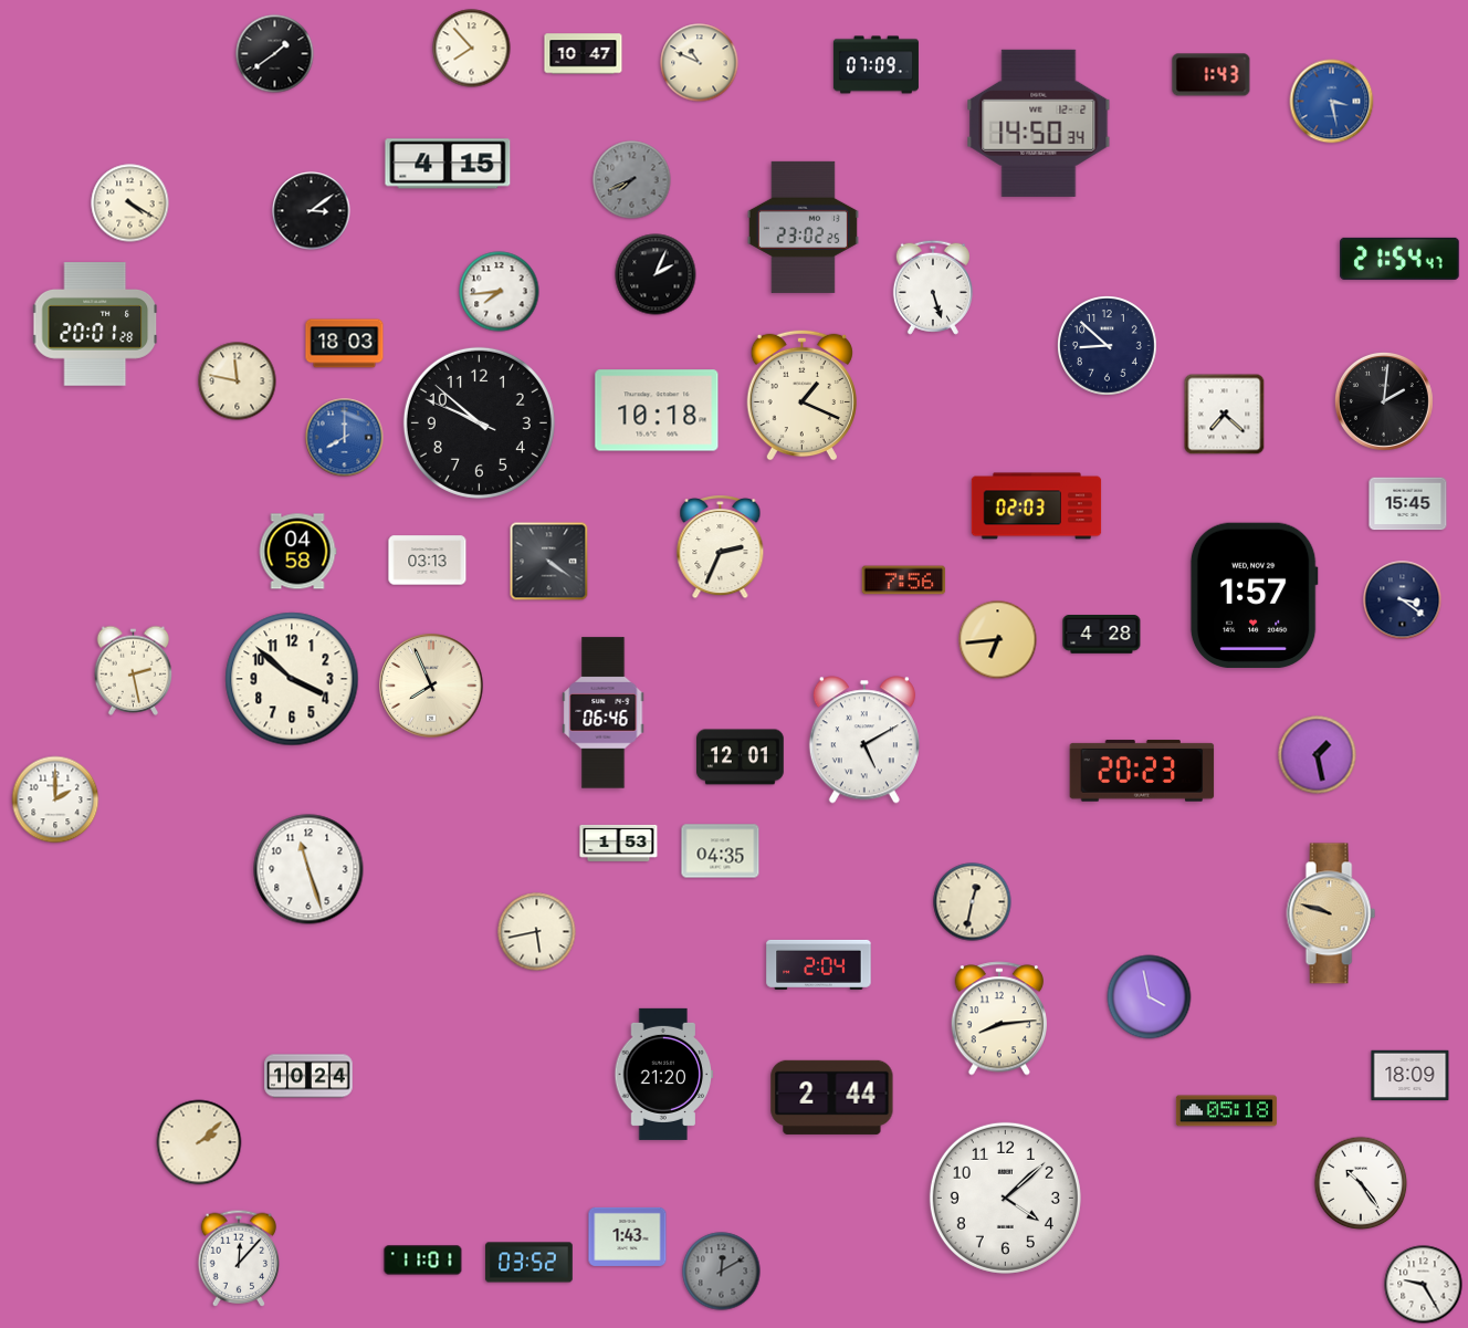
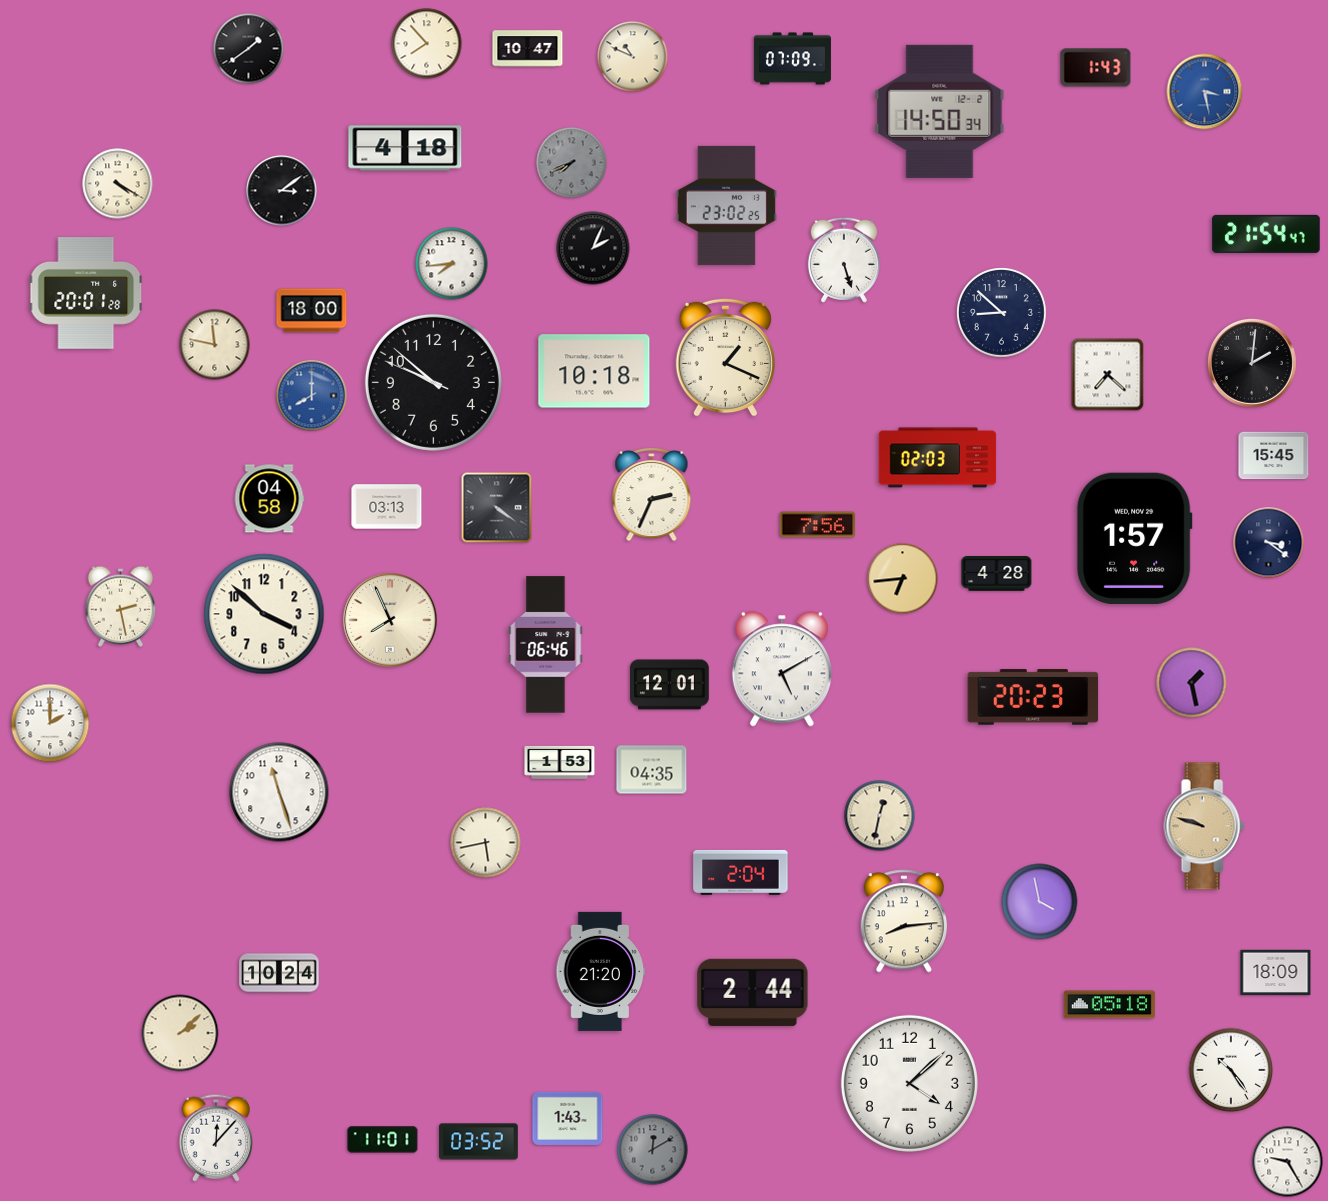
clock at (448, 164): 4:15 -> 4:18
clock at (345, 344): 18:03 -> 18:00
clock at (308, 869) position: (308, 869) -> (279, 792)
